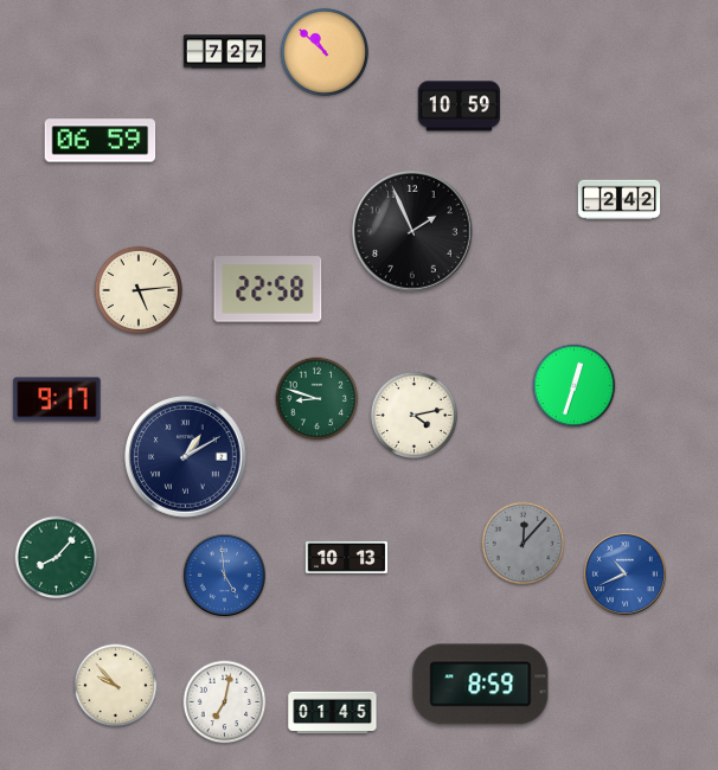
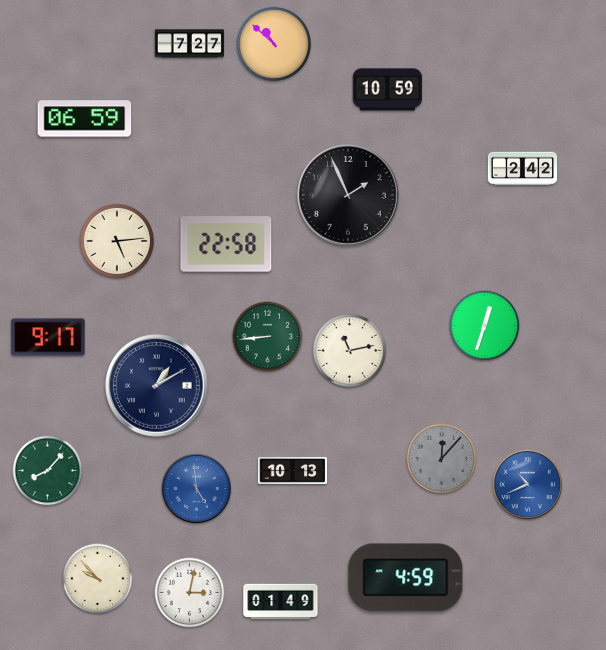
clock at (139, 290) position: (139, 290) -> (117, 241)
clock at (318, 399): 8:48 -> 8:44
clock at (414, 415): 4:13 -> 11:13
clock at (224, 575) position: (224, 575) -> (196, 488)
clock at (481, 685): 8:59 -> 4:59
clock at (225, 702): 7:02 -> 3:02
clock at (333, 713): 01:45 -> 01:49
